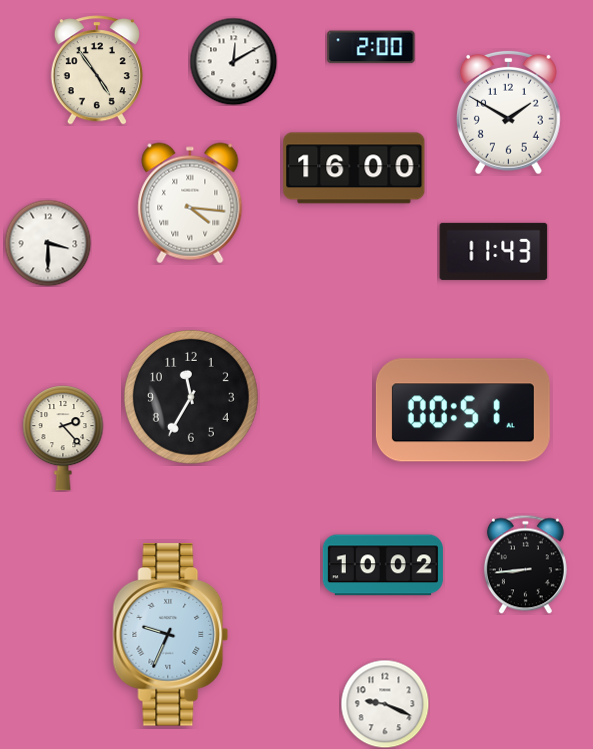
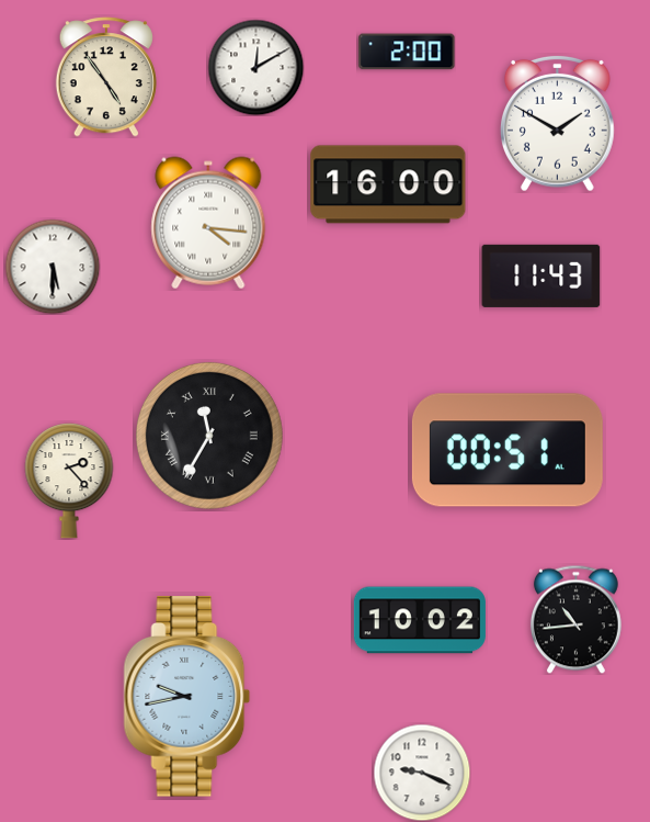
clock at (48, 243): 3:30 -> 5:30
clock at (191, 397) numerals: Arabic -> Roman
clock at (525, 564): 8:44 -> 10:44
clock at (171, 635): 9:34 -> 9:43
